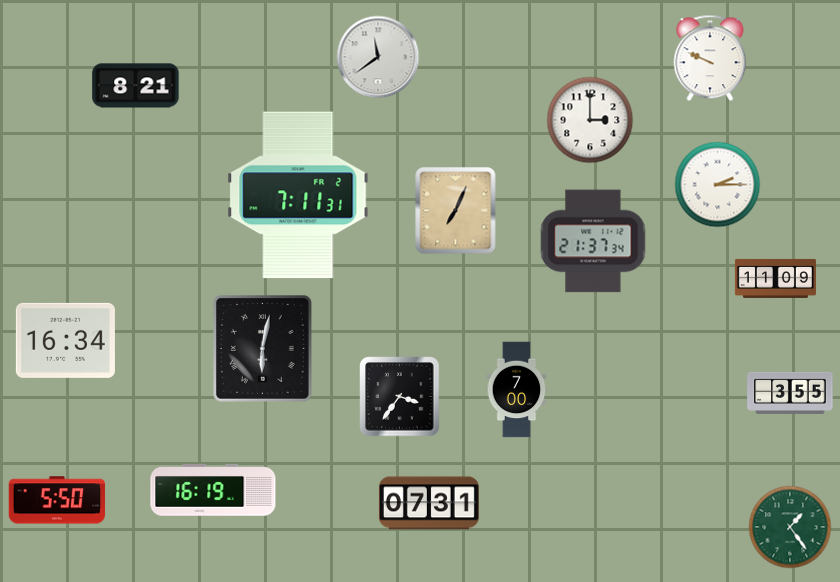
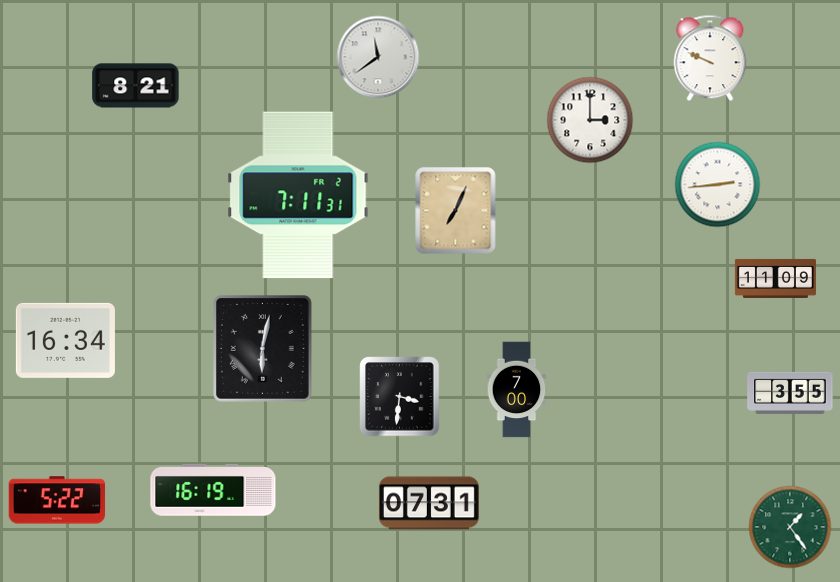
clock at (718, 185): 2:15 -> 2:44
clock at (593, 241): 21:37 -> none
clock at (400, 397): 3:36 -> 3:31
clock at (57, 500): 5:50 -> 5:22
